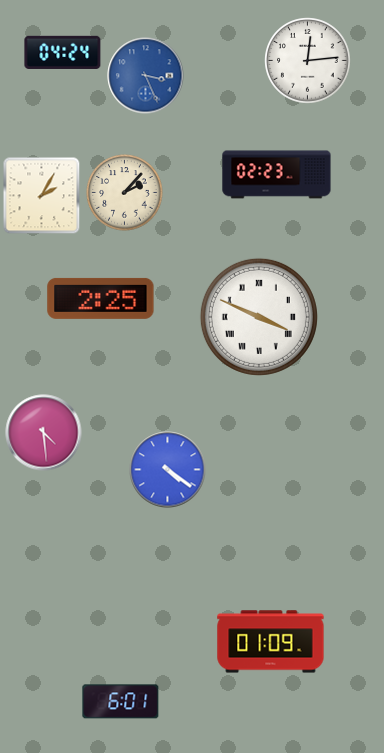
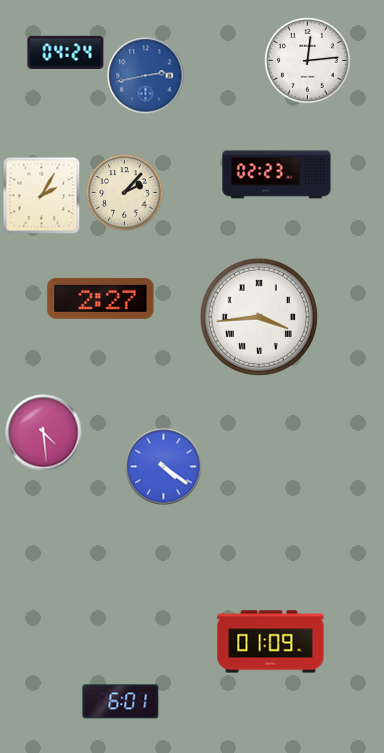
clock at (63, 52) position: (63, 52) -> (66, 52)
clock at (146, 76): 3:26 -> 2:43
clock at (101, 298): 2:25 -> 2:27
clock at (259, 317): 3:49 -> 3:44
clock at (168, 470) position: (168, 470) -> (164, 467)
